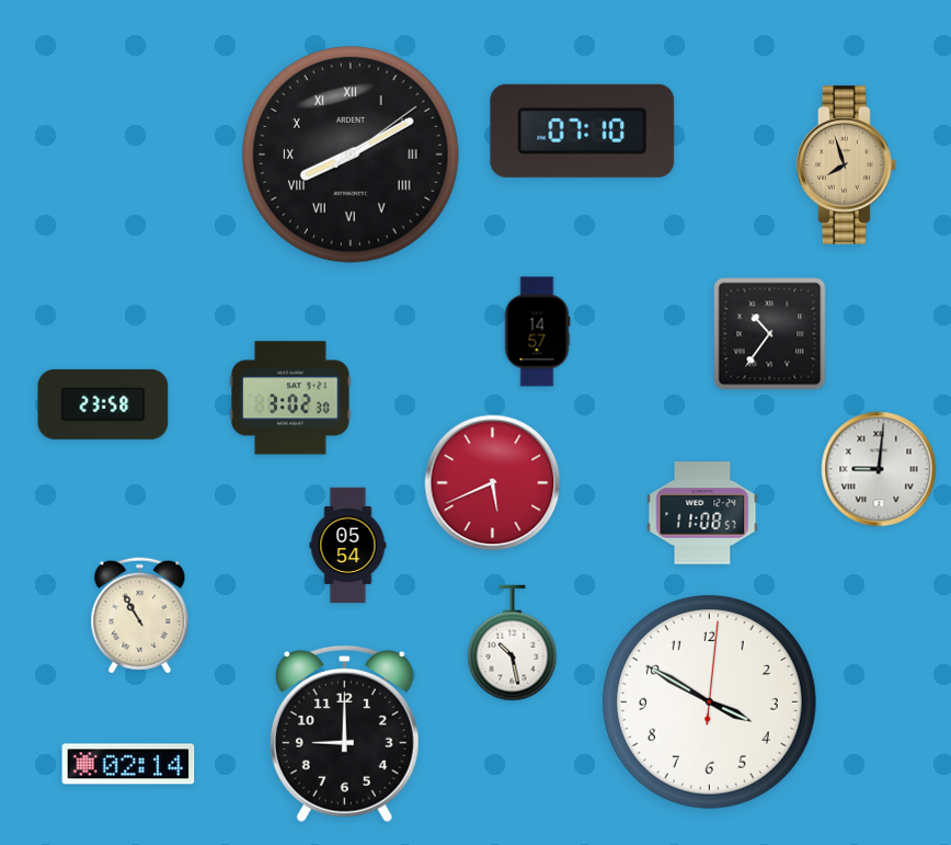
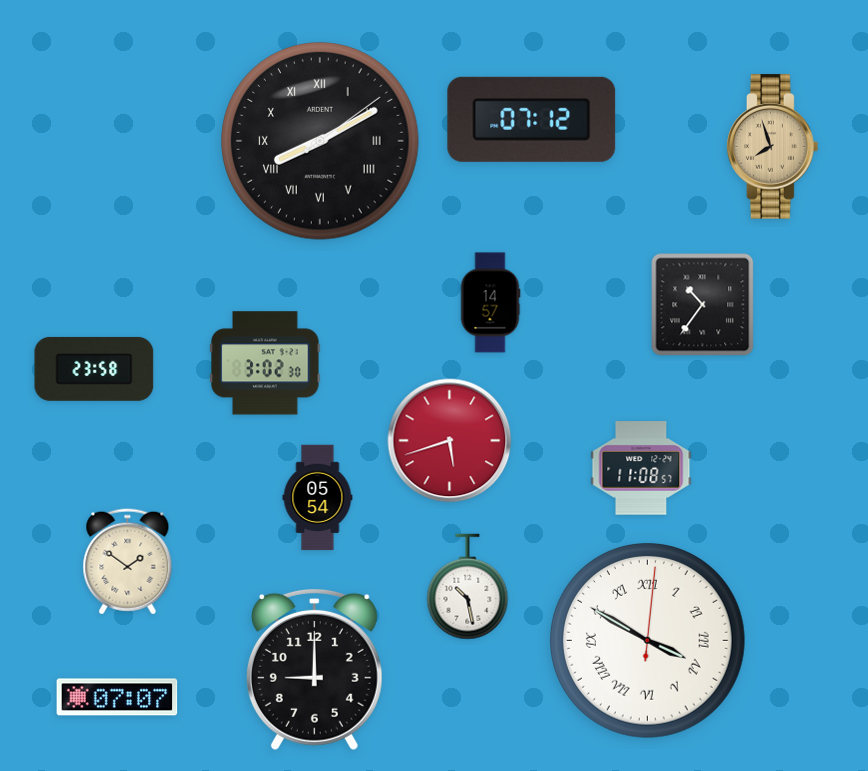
clock at (583, 130): 07:10 -> 07:12
clock at (847, 165) position: (847, 165) -> (773, 147)
clock at (879, 469): 9:01 -> none
clock at (493, 483): 5:41 -> 5:42
clock at (140, 616): 10:55 -> 1:51
clock at (709, 701) numerals: Arabic -> Roman
clock at (128, 764): 02:14 -> 07:07
